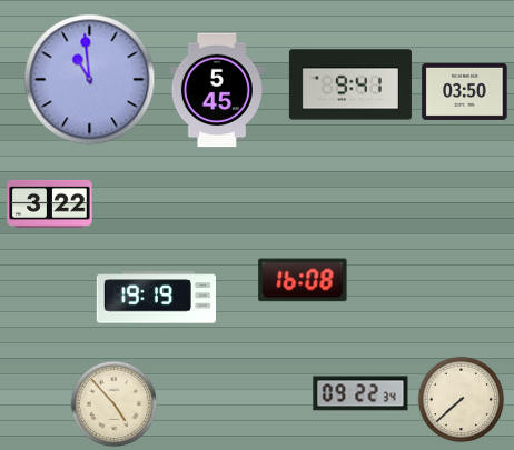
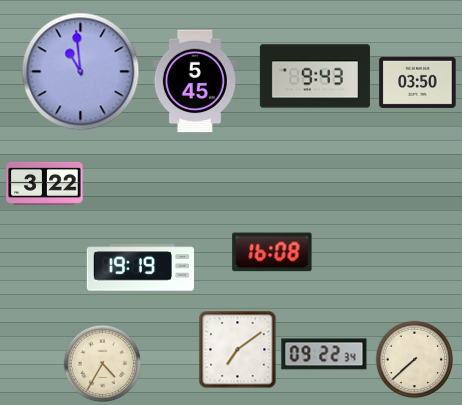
clock at (350, 84): 9:41 -> 9:43
clock at (237, 349): none -> 7:09
clock at (113, 403): 4:53 -> 4:35
